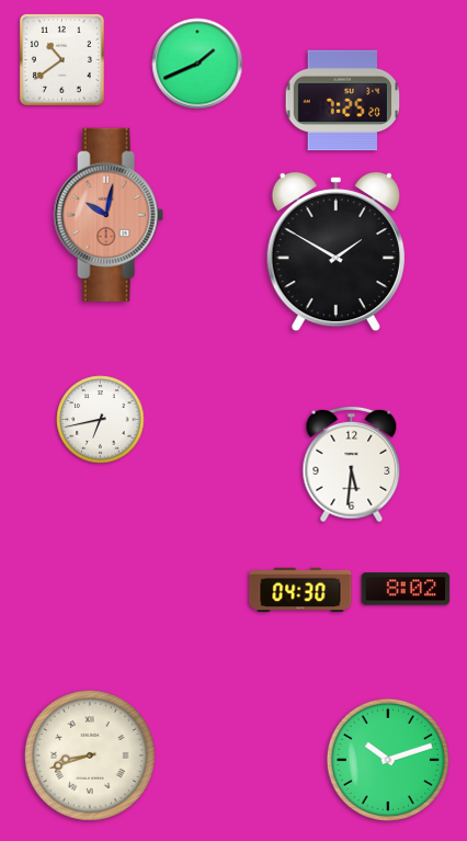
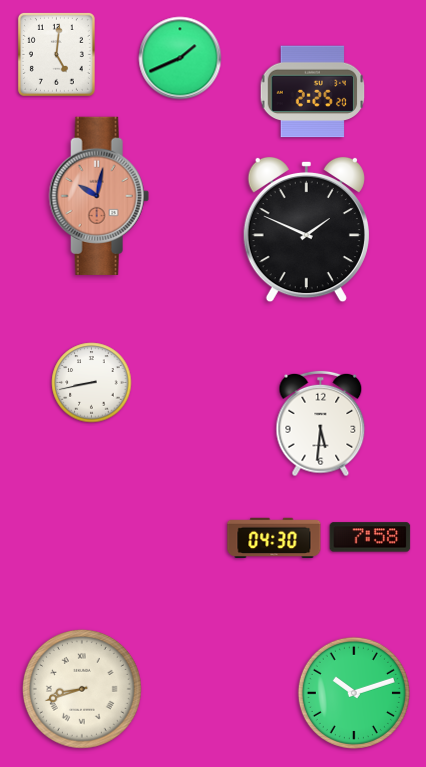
clock at (61, 59): 10:39 -> 5:01
clock at (343, 101): 7:25 -> 2:25
clock at (335, 252): 1:50 -> 1:49
clock at (101, 420): 6:43 -> 8:43
clock at (406, 589): 8:02 -> 7:58
